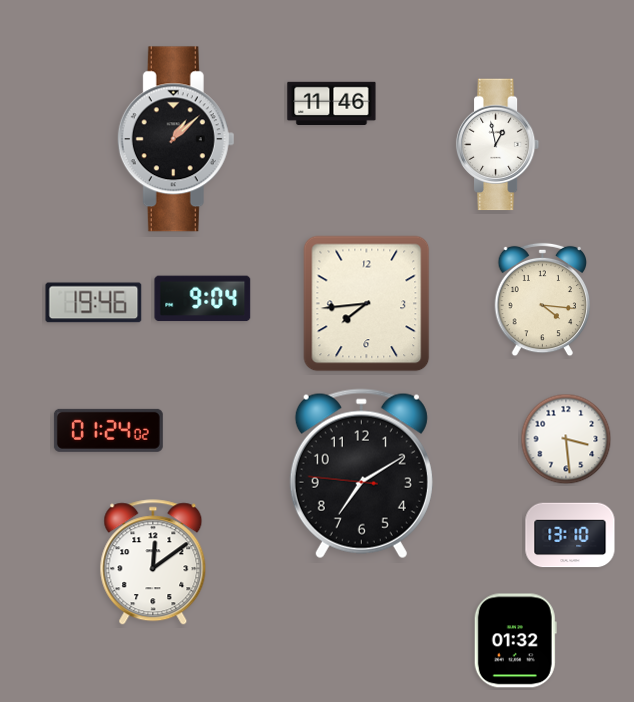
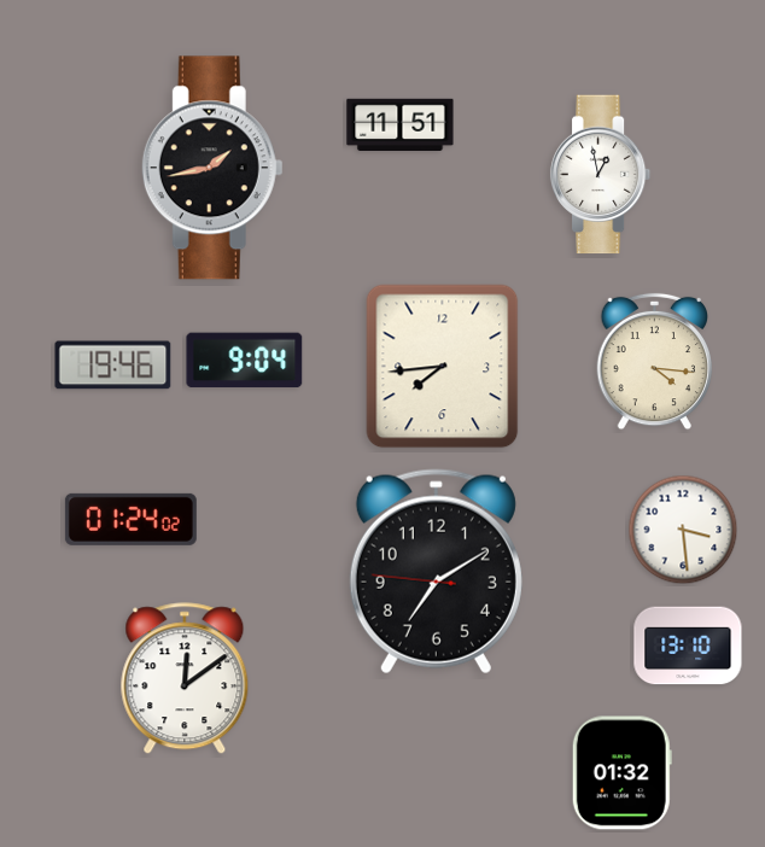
clock at (332, 103): 11:46 -> 11:51
clock at (176, 139): 1:08 -> 1:43
